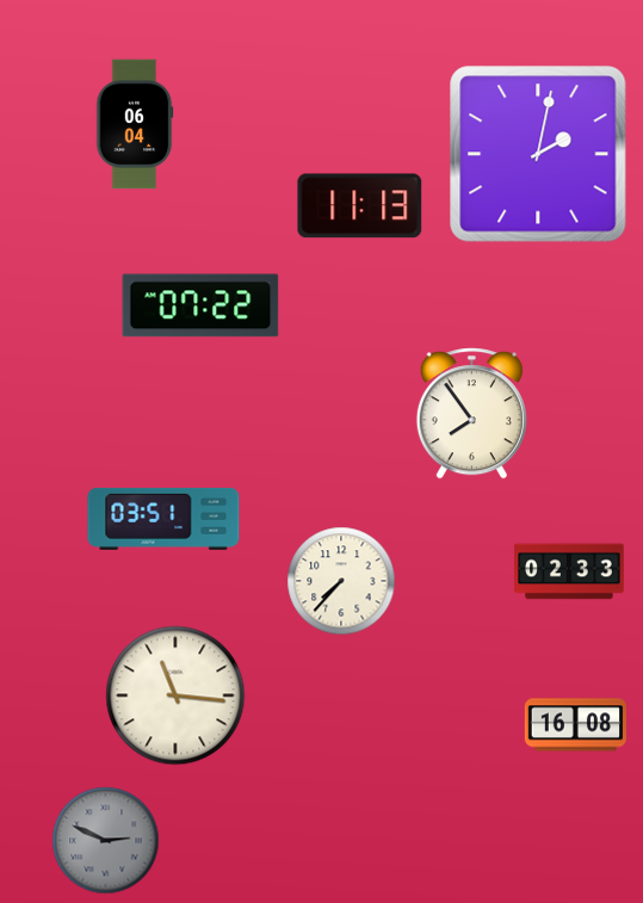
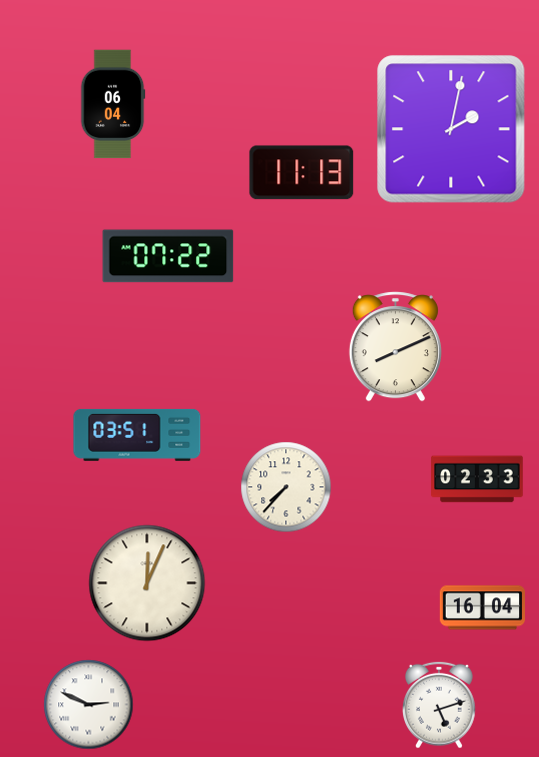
clock at (471, 414): 7:54 -> 8:11
clock at (175, 695): 11:16 -> 12:04
clock at (575, 725): 16:08 -> 16:04
clock at (106, 841) dial: grey -> white
clock at (440, 705): none -> 5:12
